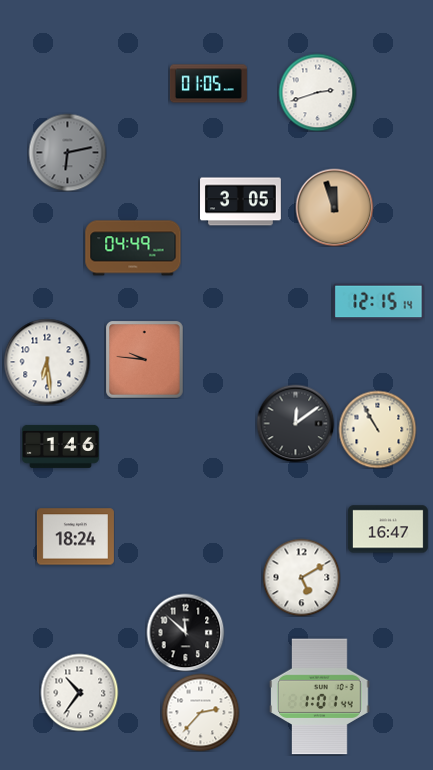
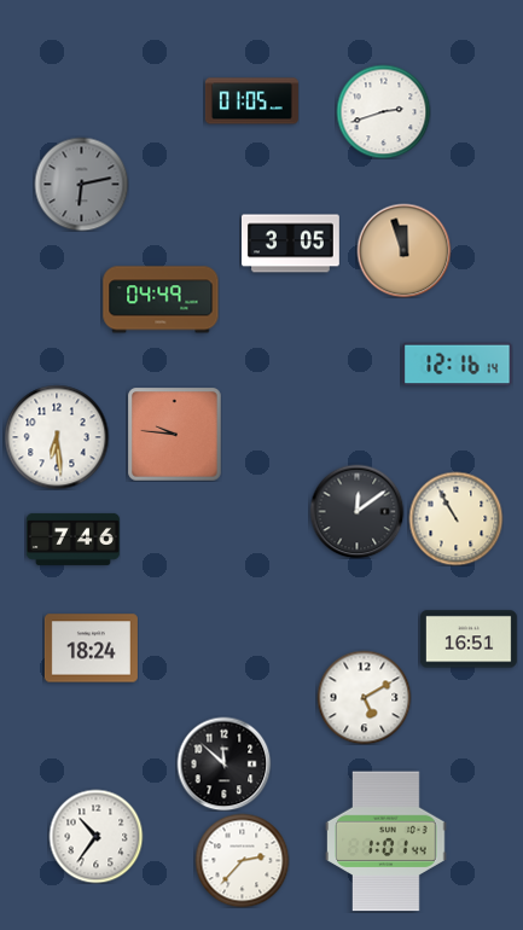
clock at (379, 302): 12:15 -> 12:16
clock at (60, 446): 1:46 -> 7:46
clock at (388, 529): 16:47 -> 16:51
